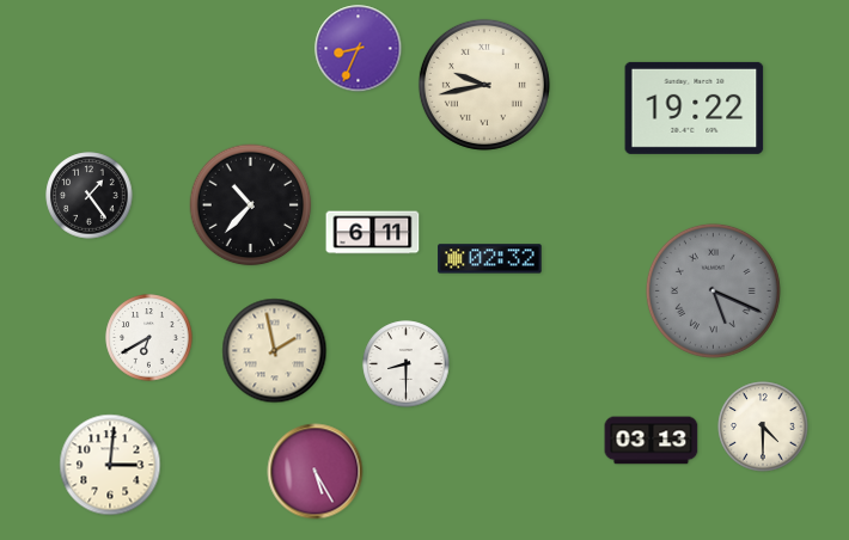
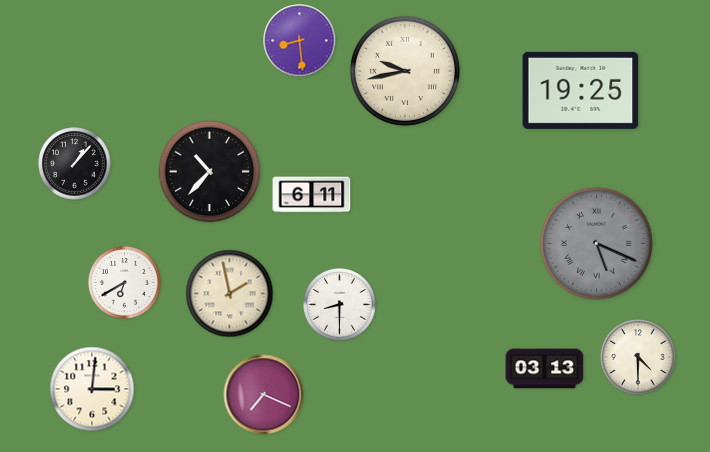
clock at (359, 49): 8:34 -> 8:29
clock at (695, 108): 19:22 -> 19:25
clock at (90, 196): 1:24 -> 1:07
clock at (490, 259): 02:32 -> none
clock at (316, 472): 5:25 -> 7:19
